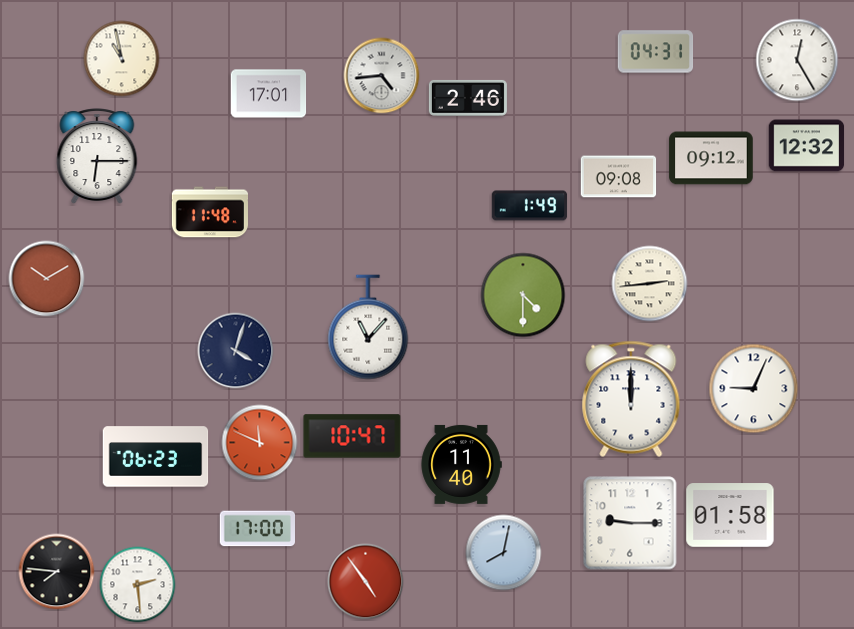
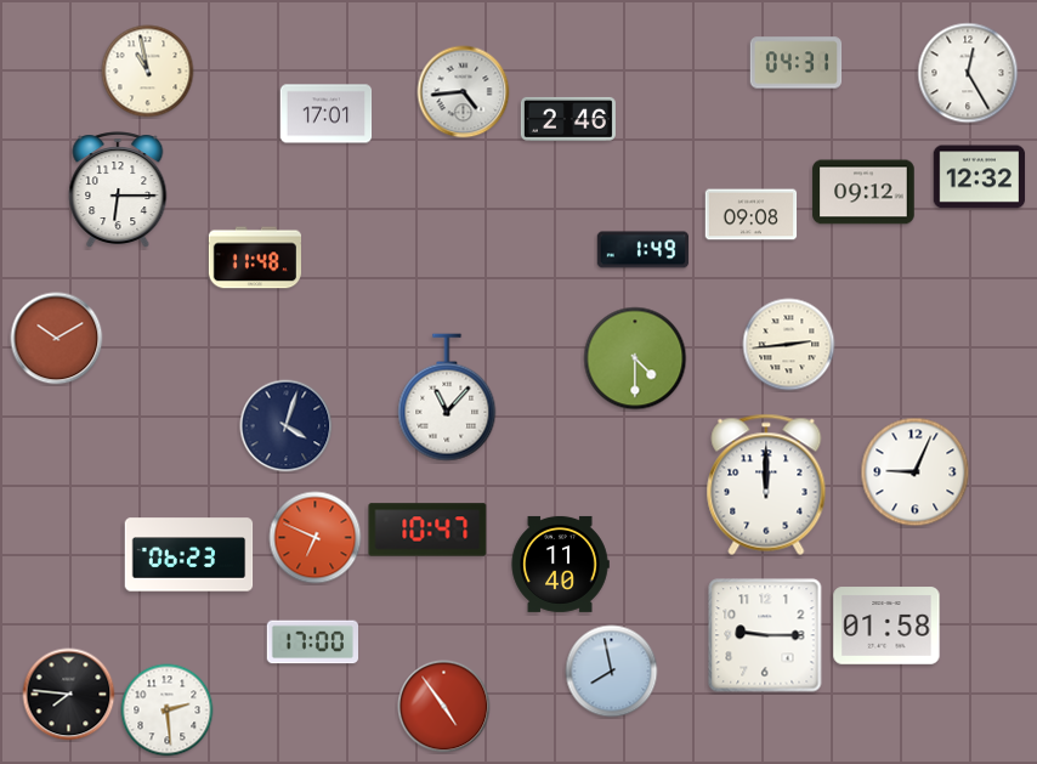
clock at (260, 443): 11:49 -> 6:49
clock at (504, 553): 8:02 -> 7:58
